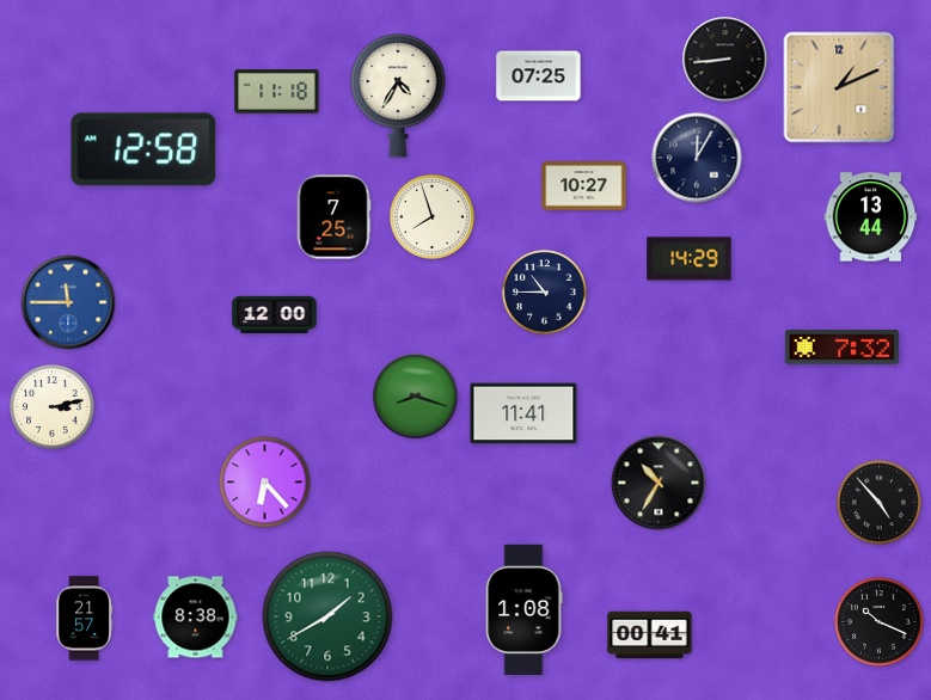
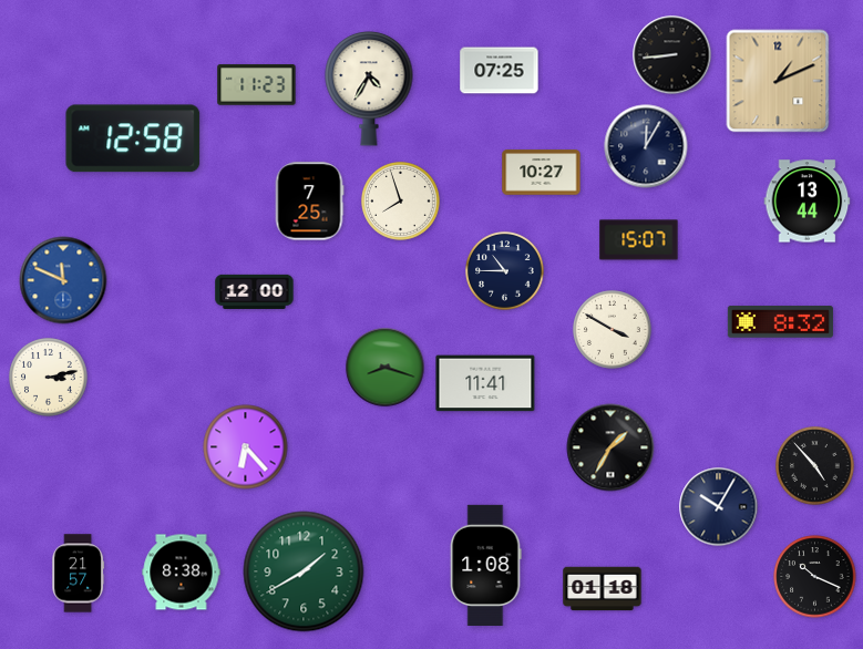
clock at (277, 92): 11:18 -> 11:23
clock at (690, 259): 14:29 -> 15:07
clock at (68, 302): 11:45 -> 11:49
clock at (841, 348): 7:32 -> 8:32
clock at (613, 330): none -> 3:50
clock at (659, 483): 10:35 -> 1:35
clock at (719, 507): none -> 10:05
clock at (650, 635): 00:41 -> 01:18
